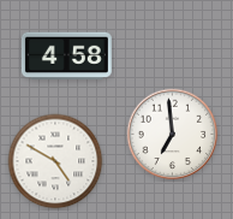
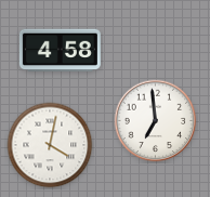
clock at (55, 161): 4:50 -> 4:02
